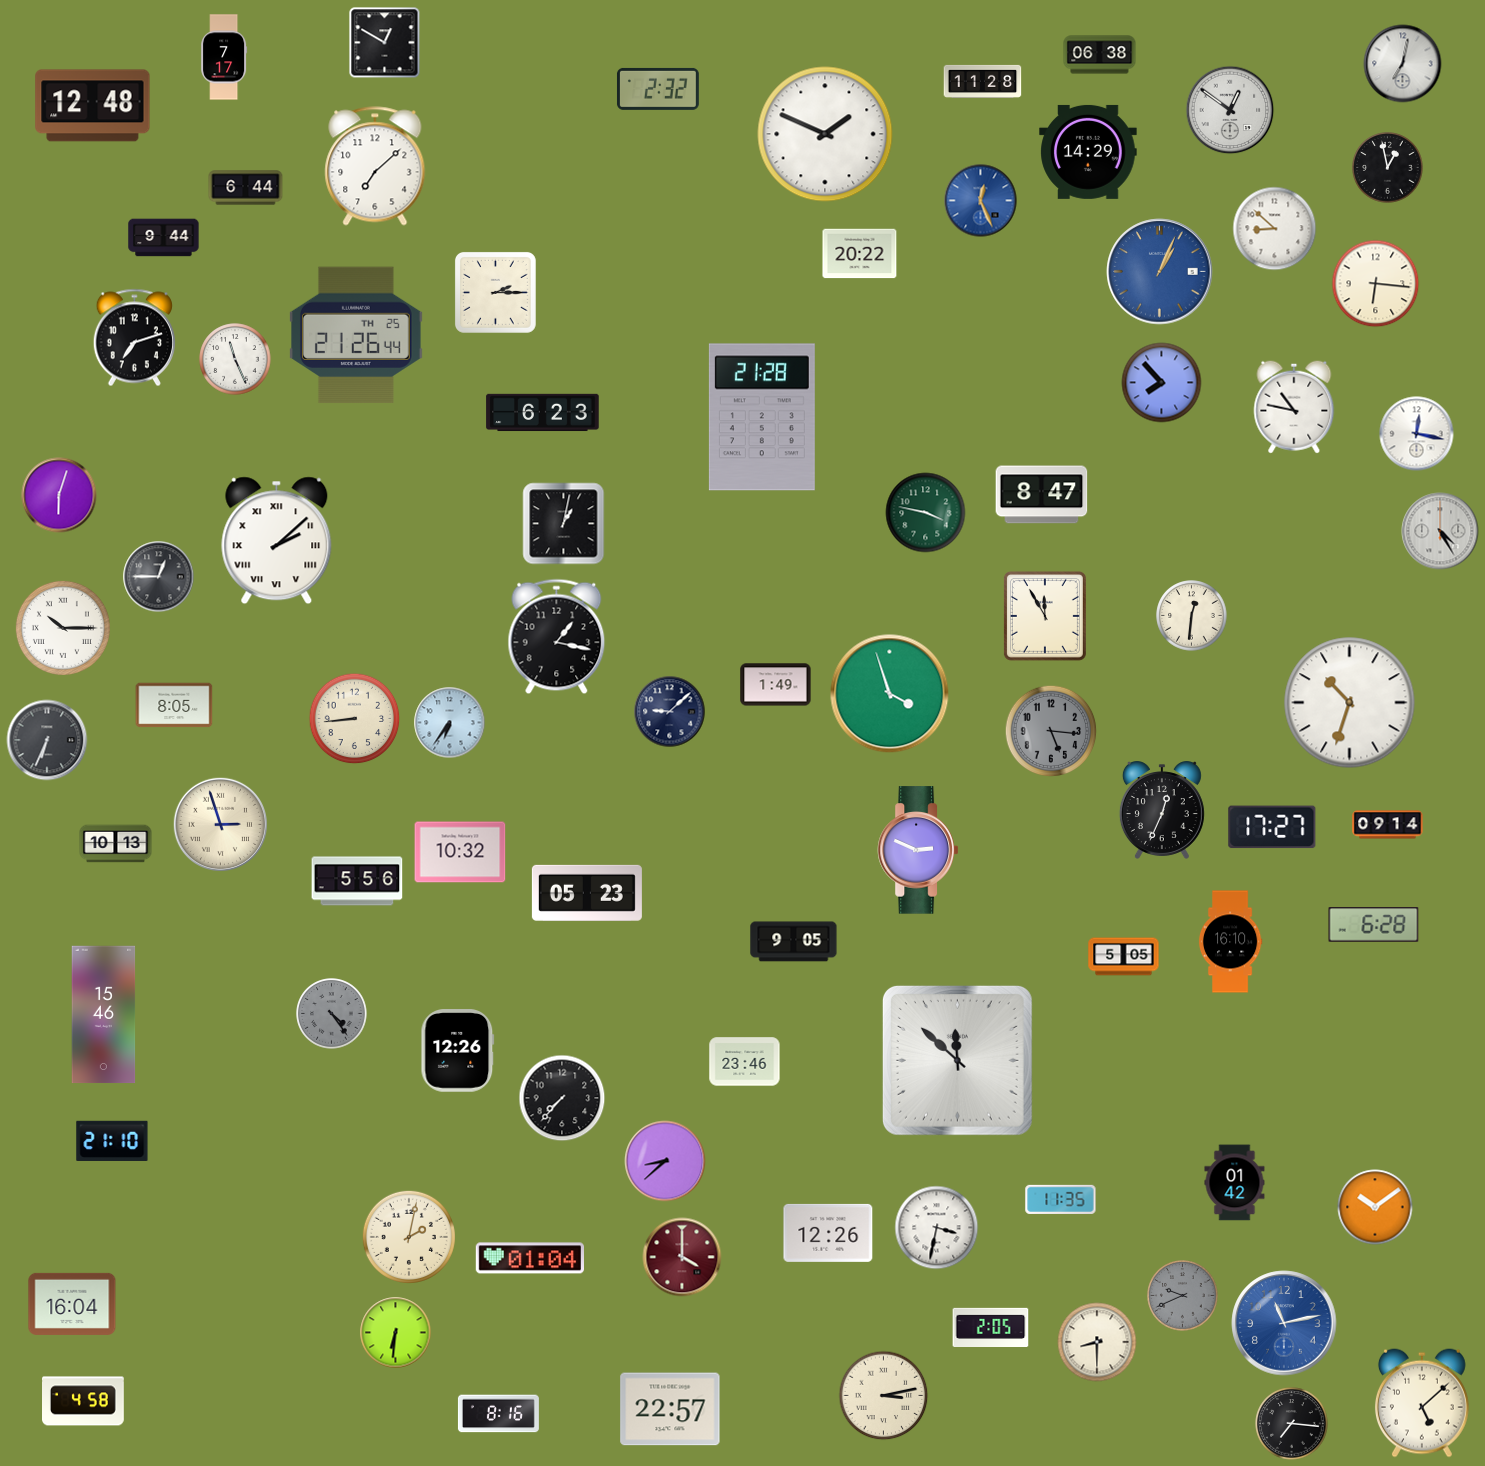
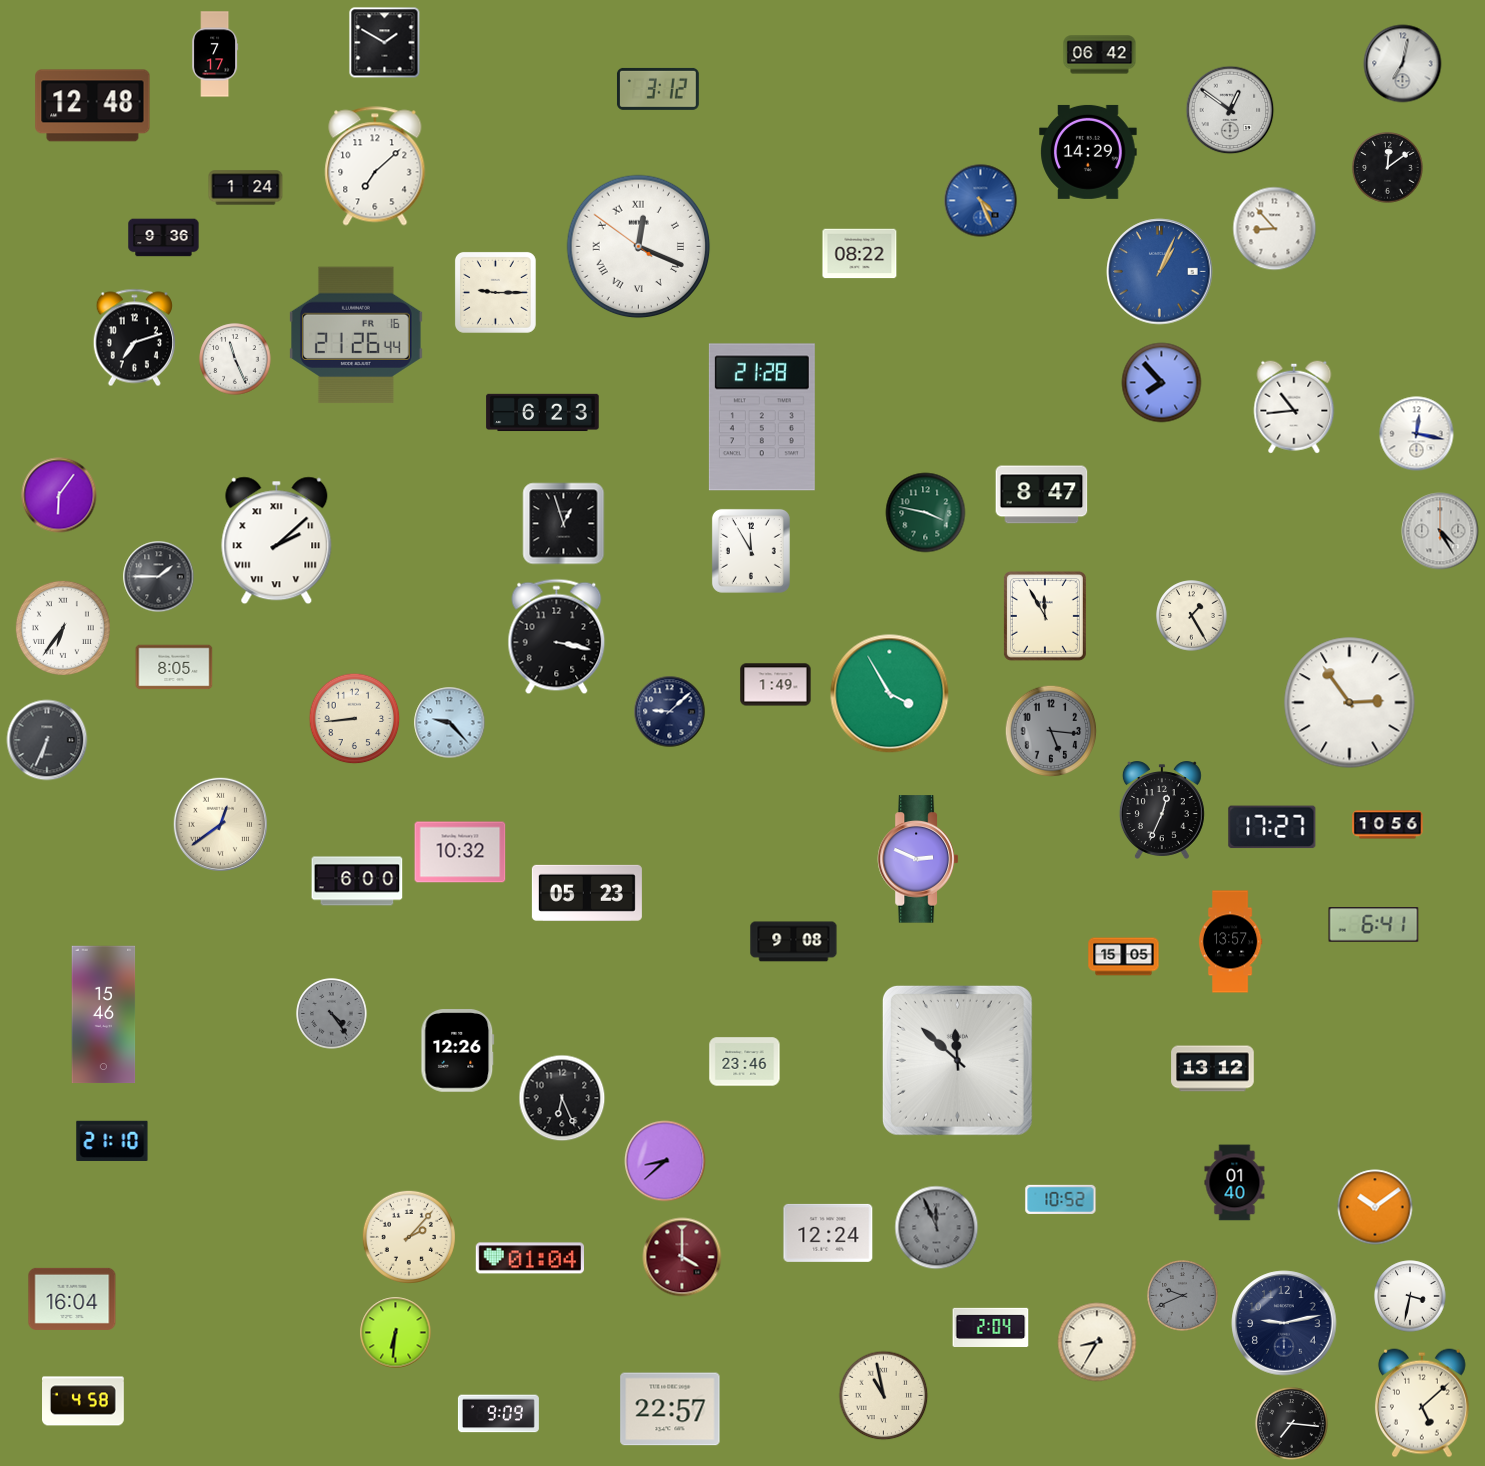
clock at (385, 43): 12:50 -> 1:50
clock at (1100, 55): 06:38 -> 06:42
clock at (224, 57) position: (224, 57) -> (215, 54)
clock at (983, 81): 11:28 -> none
clock at (658, 89): 2:32 -> 3:12
clock at (825, 134): 1:49 -> none
clock at (1388, 168): 12:58 -> 12:09
clock at (246, 188): 6:44 -> 1:24
clock at (981, 201): 12:26 -> 4:26
clock at (1275, 229): 8:52 -> 8:53
clock at (164, 238): 9:44 -> 9:36
clock at (639, 247): none -> 12:18
clock at (860, 254): 20:22 -> 08:22
clock at (1376, 284): 6:16 -> none
clock at (495, 292): 2:15 -> 9:15
clock at (357, 335) date: TH 25 -> FR 16
clock at (1294, 407): 10:47 -> 10:44
clock at (59, 495): 6:03 -> 6:06
clock at (564, 524): 1:02 -> 12:57
clock at (751, 551): none -> 11:55
clock at (159, 577): 12:45 -> 1:45
clock at (1192, 616): 12:31 -> 1:25
clock at (63, 628): 10:15 -> 6:36
clock at (557, 637): 1:17 -> 3:17
clock at (890, 694): 3:57 -> 3:55
clock at (1350, 703): 10:33 -> 2:54
clock at (174, 705) position: (174, 705) -> (174, 667)
clock at (450, 723): 6:36 -> 9:23
clock at (220, 824): 2:57 -> 12:39
clock at (1388, 825): 09:14 -> 10:56
clock at (116, 844): 10:13 -> none
clock at (917, 850) position: (917, 850) -> (917, 859)
clock at (357, 881): 5:56 -> 6:00
clock at (1374, 925): 6:28 -> 6:41
clock at (794, 942): 9:05 -> 9:08
clock at (1230, 942): 16:10 -> 13:57
clock at (1124, 957): 5:05 -> 15:05
clock at (1213, 1069): none -> 13:12
clock at (562, 1098): 7:37 -> 6:26
clock at (1235, 1183): 01:42 -> 01:40
clock at (1061, 1199): 11:35 -> 10:52
clock at (937, 1228): 3:32 -> 11:56
clock at (937, 1228) dial: white -> grey
clock at (828, 1233): 12:26 -> 12:24
clock at (409, 1237): 2:02 -> 2:07
clock at (1410, 1296): none -> 3:32
clock at (72, 1304) position: (72, 1304) -> (72, 1299)
clock at (1284, 1323): 11:13 -> 9:13
clock at (1284, 1323) dial: blue -> navy
clock at (991, 1327): 2:05 -> 2:04
clock at (1097, 1342): 8:30 -> 8:35
clock at (884, 1396): 3:13 -> 10:58
clock at (498, 1414): 8:16 -> 9:09
